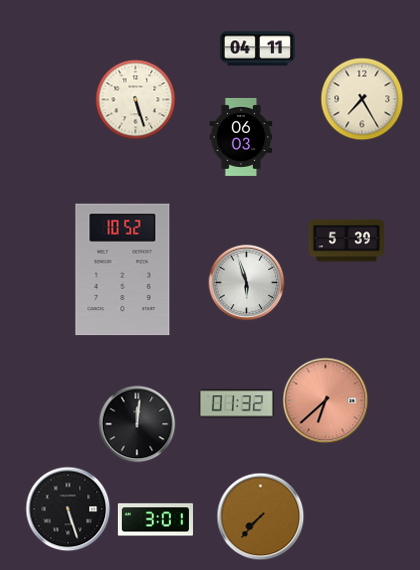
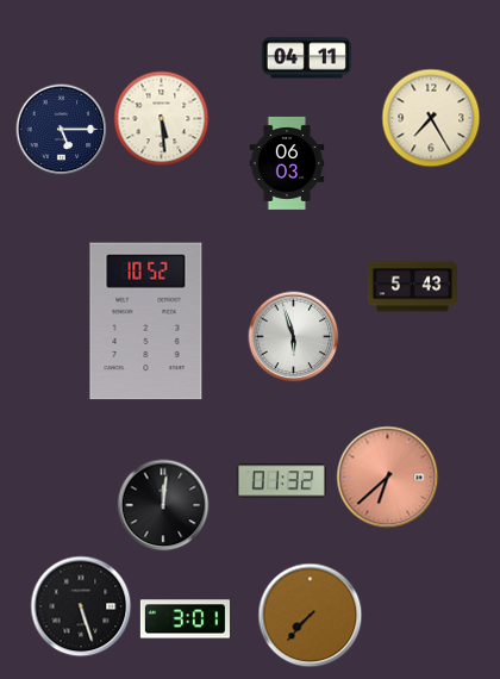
clock at (136, 100): 5:27 -> 5:29
clock at (62, 130): none -> 5:15
clock at (346, 241): 5:39 -> 5:43
